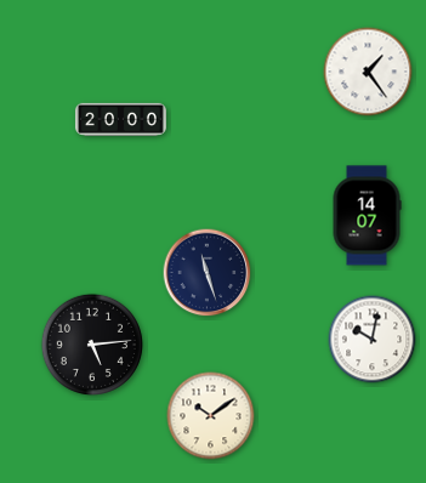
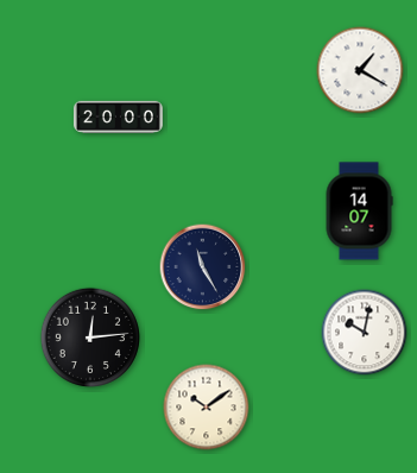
clock at (368, 72): 1:24 -> 1:20
clock at (208, 273): 11:27 -> 11:25
clock at (92, 345): 5:14 -> 12:14
